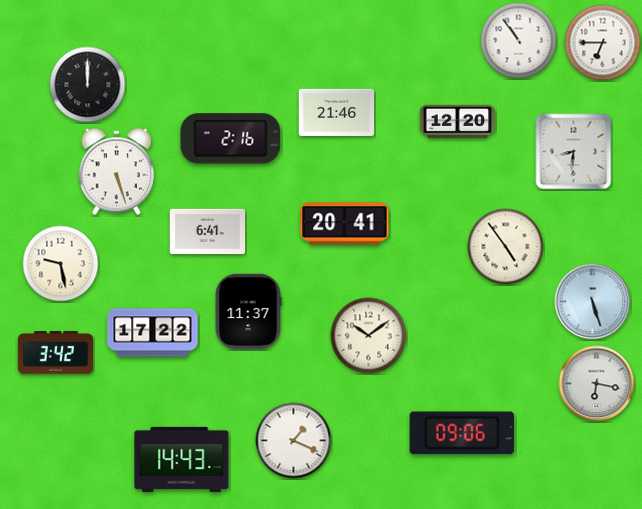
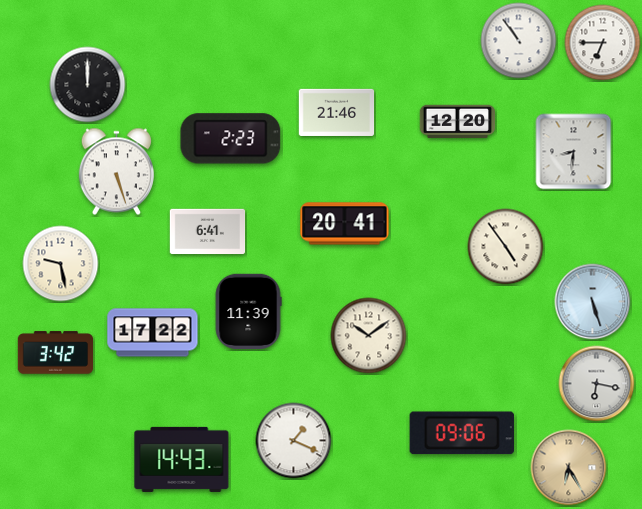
clock at (231, 139): 2:16 -> 2:23
clock at (248, 312): 11:37 -> 11:39
clock at (569, 468): none -> 6:25
